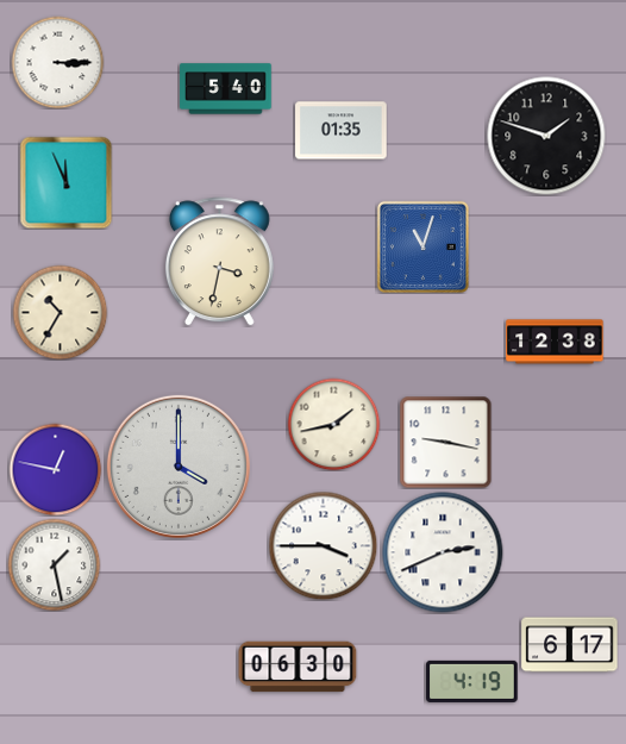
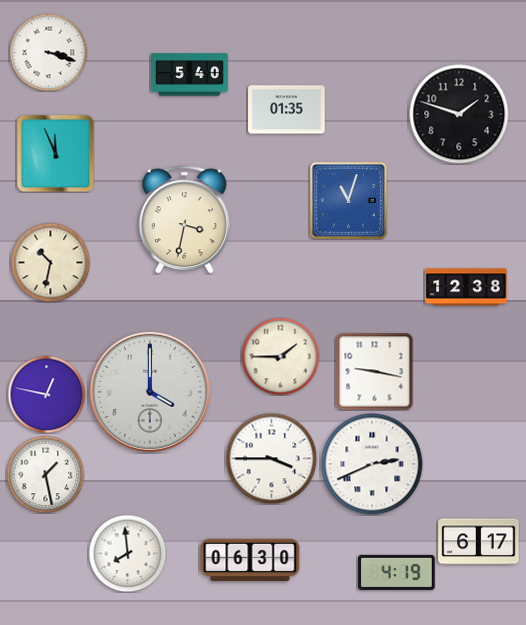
clock at (57, 62): 3:15 -> 3:18
clock at (422, 246) position: (422, 246) -> (348, 200)
clock at (60, 312): 10:35 -> 10:32
clock at (333, 424): 1:43 -> 1:45
clock at (127, 553): none -> 7:59
